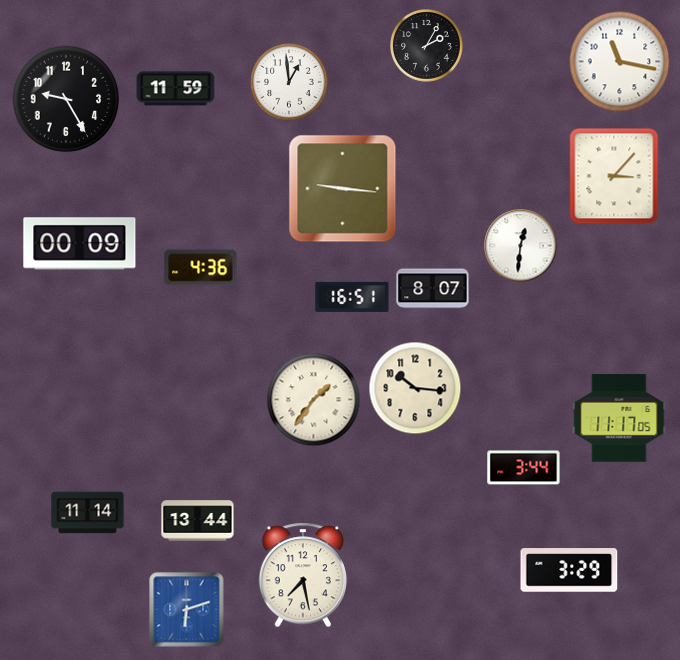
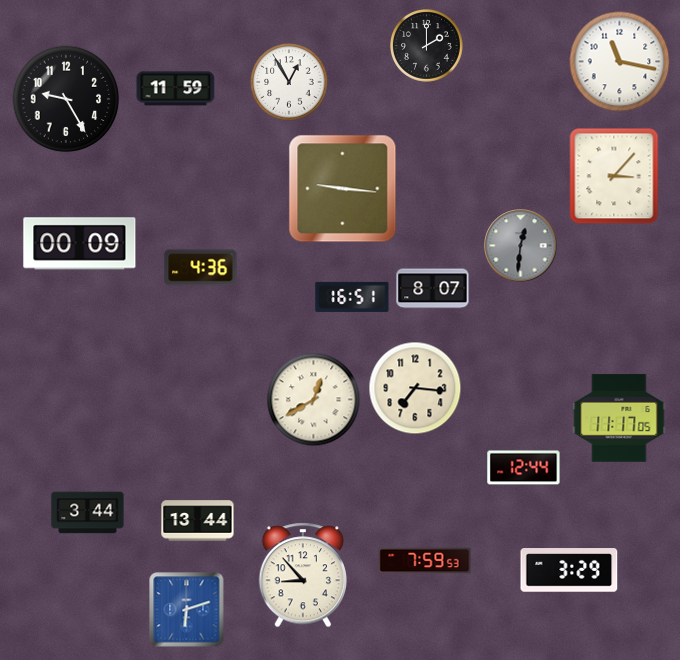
clock at (427, 46): 2:05 -> 2:00
clock at (289, 82): 12:59 -> 12:55
clock at (521, 246) dial: white -> grey
clock at (415, 388): 10:16 -> 7:16
clock at (314, 400): 1:36 -> 12:40
clock at (524, 468): 3:44 -> 12:44
clock at (88, 513): 11:14 -> 3:44
clock at (425, 561): none -> 7:59
clock at (303, 575): 7:28 -> 8:53
